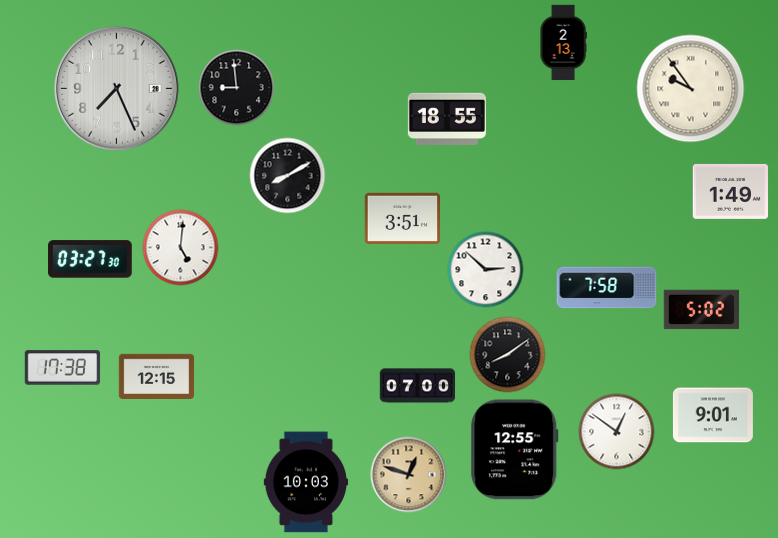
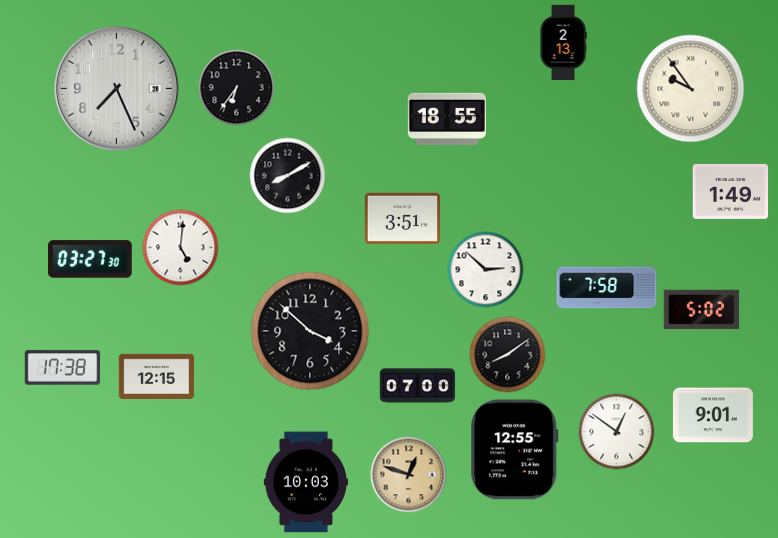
clock at (237, 88): 8:59 -> 6:36
clock at (310, 331): none -> 3:52
